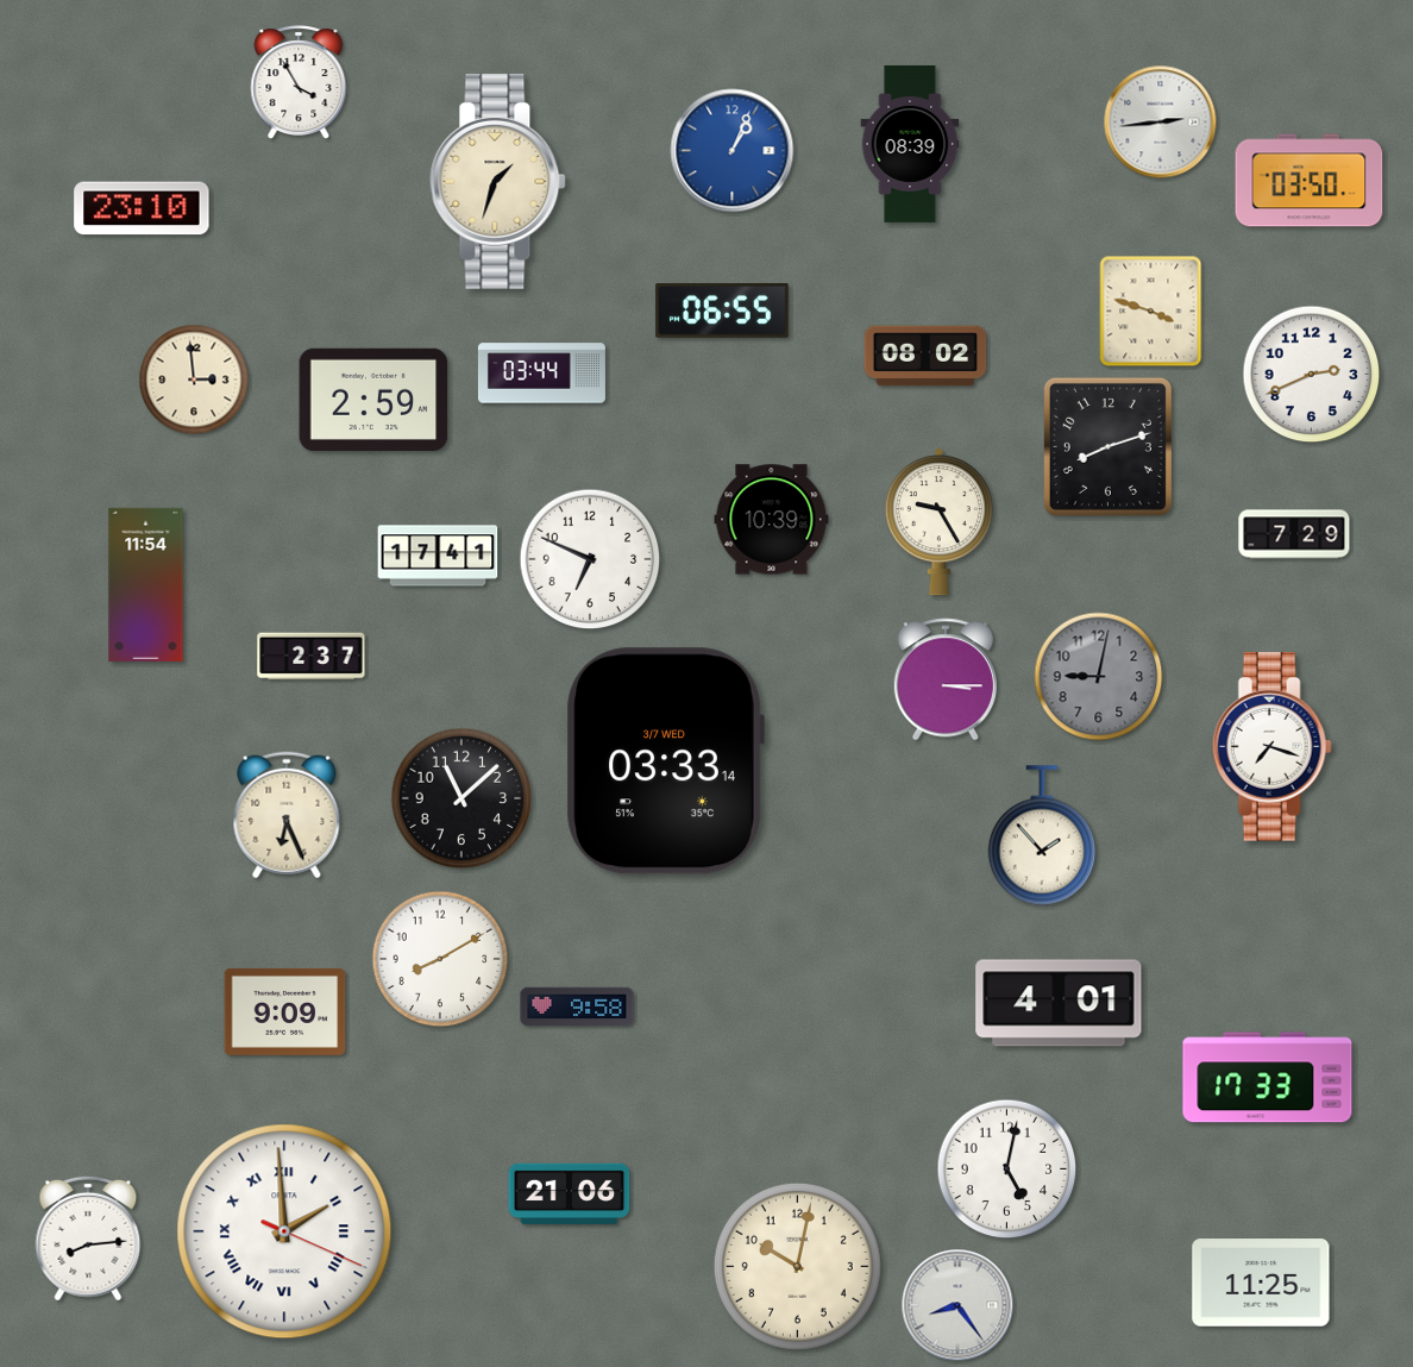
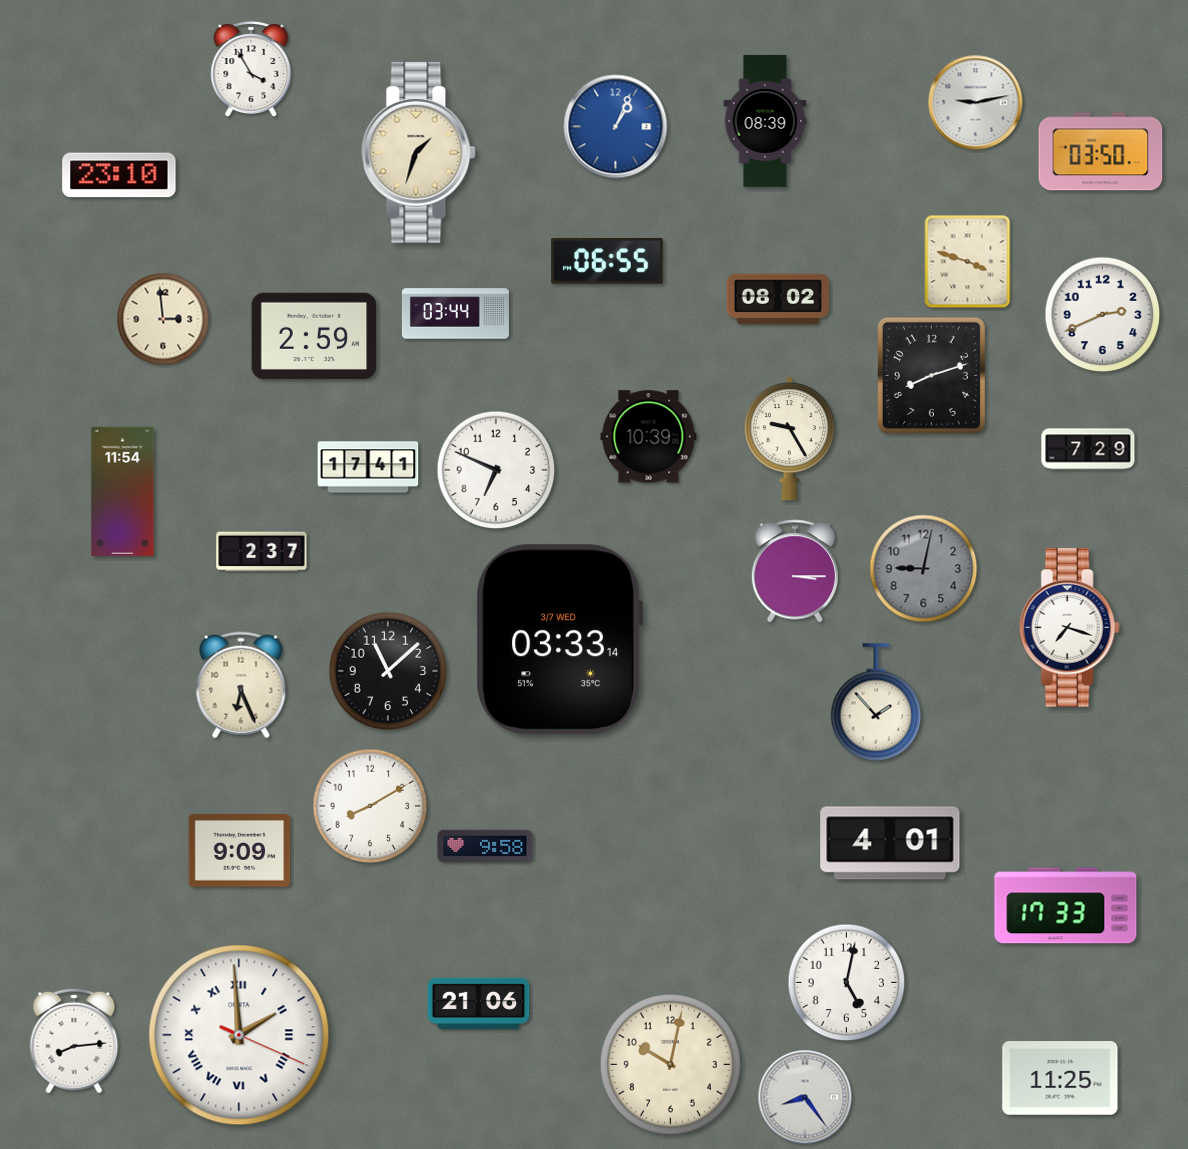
clock at (1161, 123): 2:44 -> 9:13
